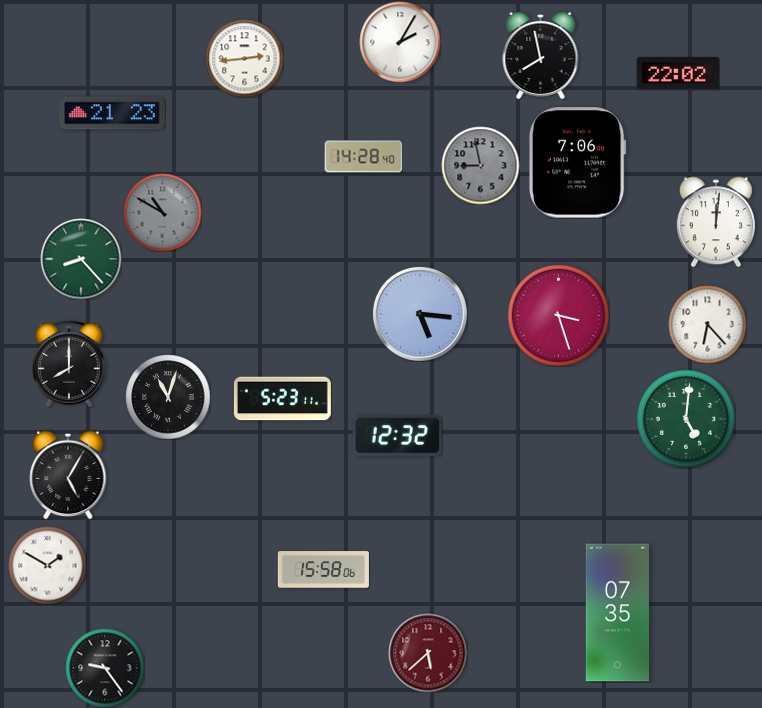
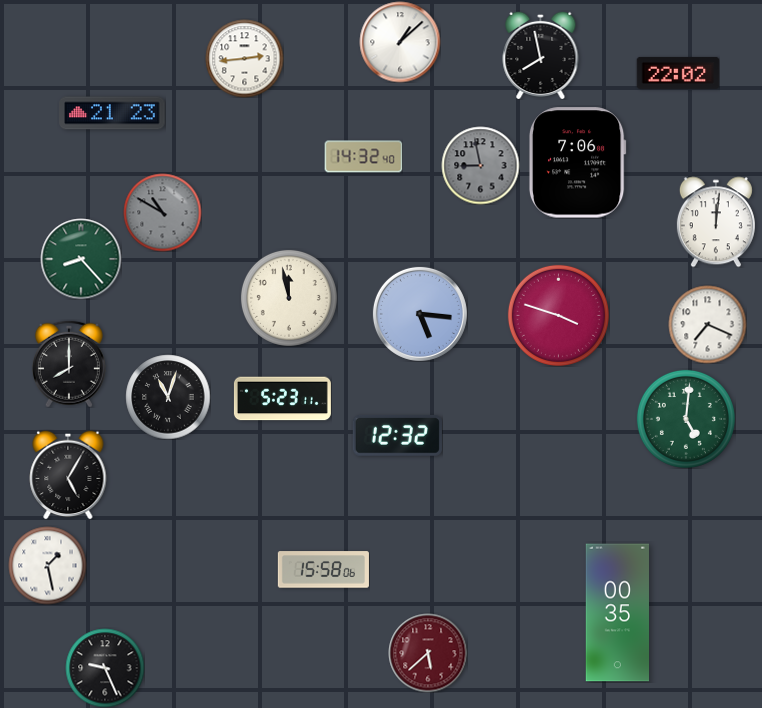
clock at (400, 42): 2:05 -> 1:08
clock at (363, 157): 14:28 -> 14:32
clock at (289, 298): none -> 11:58
clock at (558, 315): 3:27 -> 3:48
clock at (707, 324): 6:23 -> 7:19
clock at (47, 565): 1:50 -> 1:28
clock at (617, 613): 07:35 -> 00:35
clock at (105, 668): 9:24 -> 9:26
